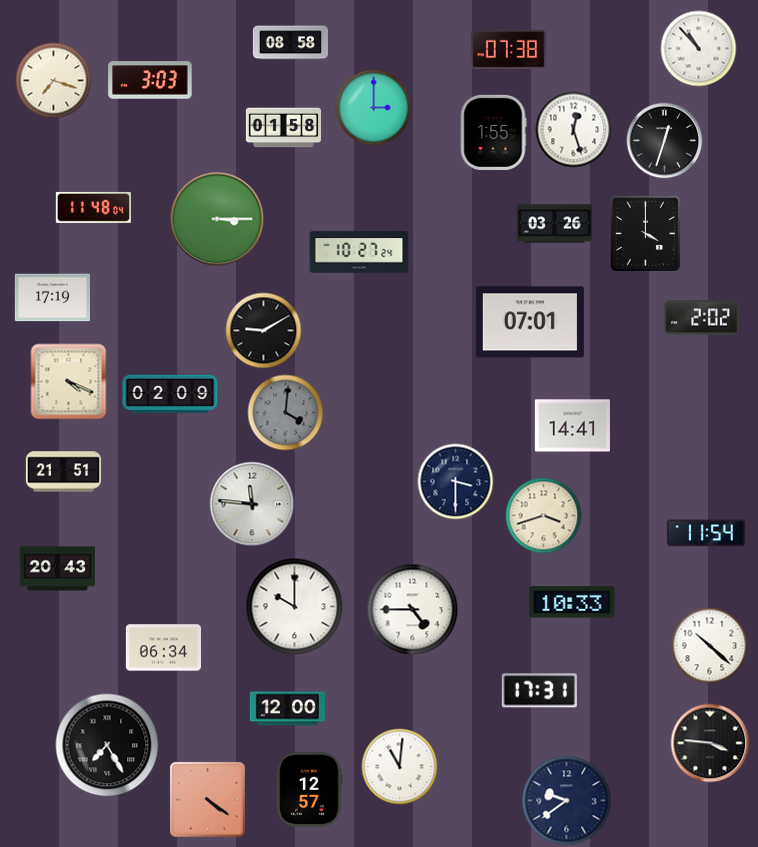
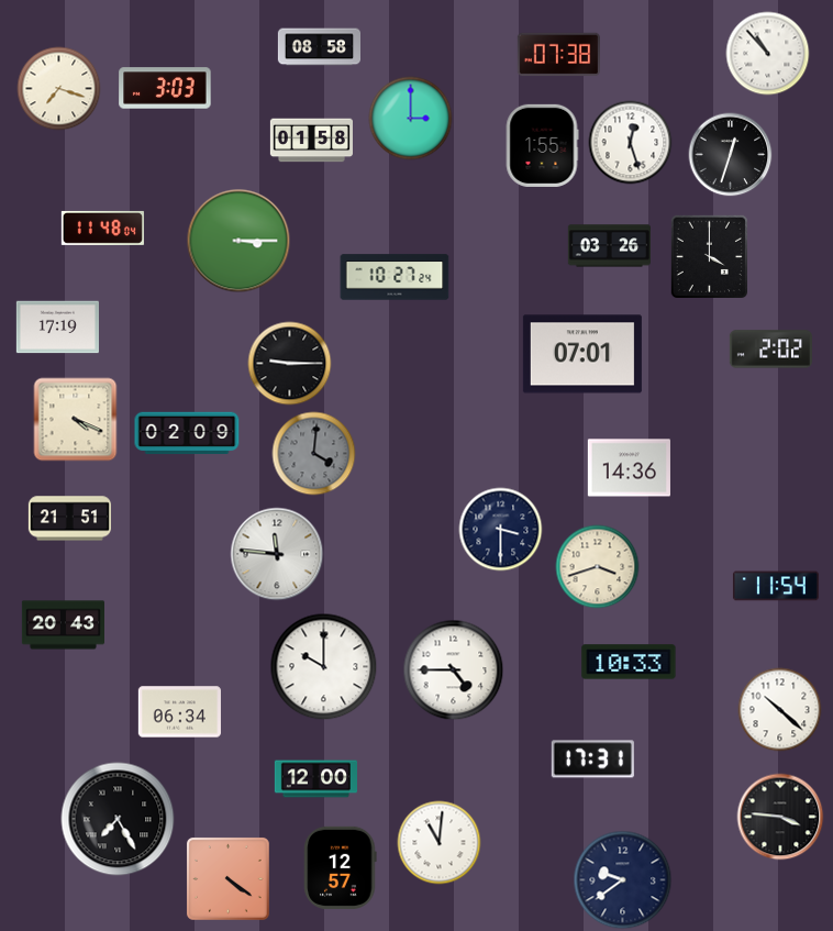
clock at (264, 331): 9:10 -> 9:15
clock at (572, 426): 14:41 -> 14:36
